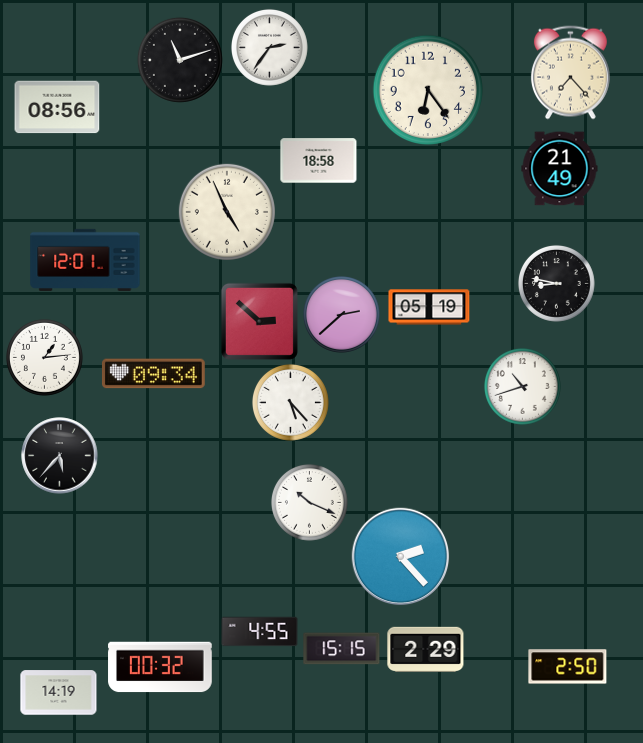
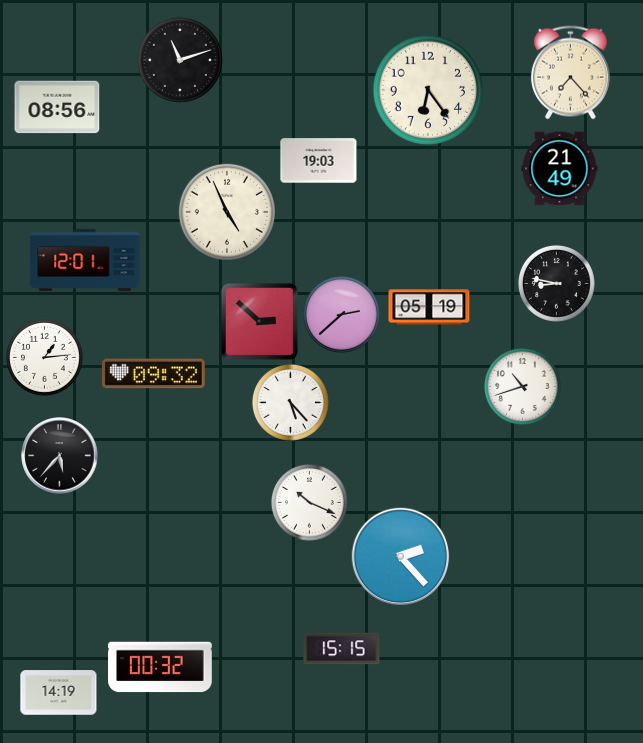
clock at (269, 47): 2:36 -> none
clock at (319, 161): 18:58 -> 19:03
clock at (154, 374): 09:34 -> 09:32
clock at (260, 632): 4:55 -> none
clock at (426, 649): 2:29 -> none
clock at (568, 667): 2:50 -> none
